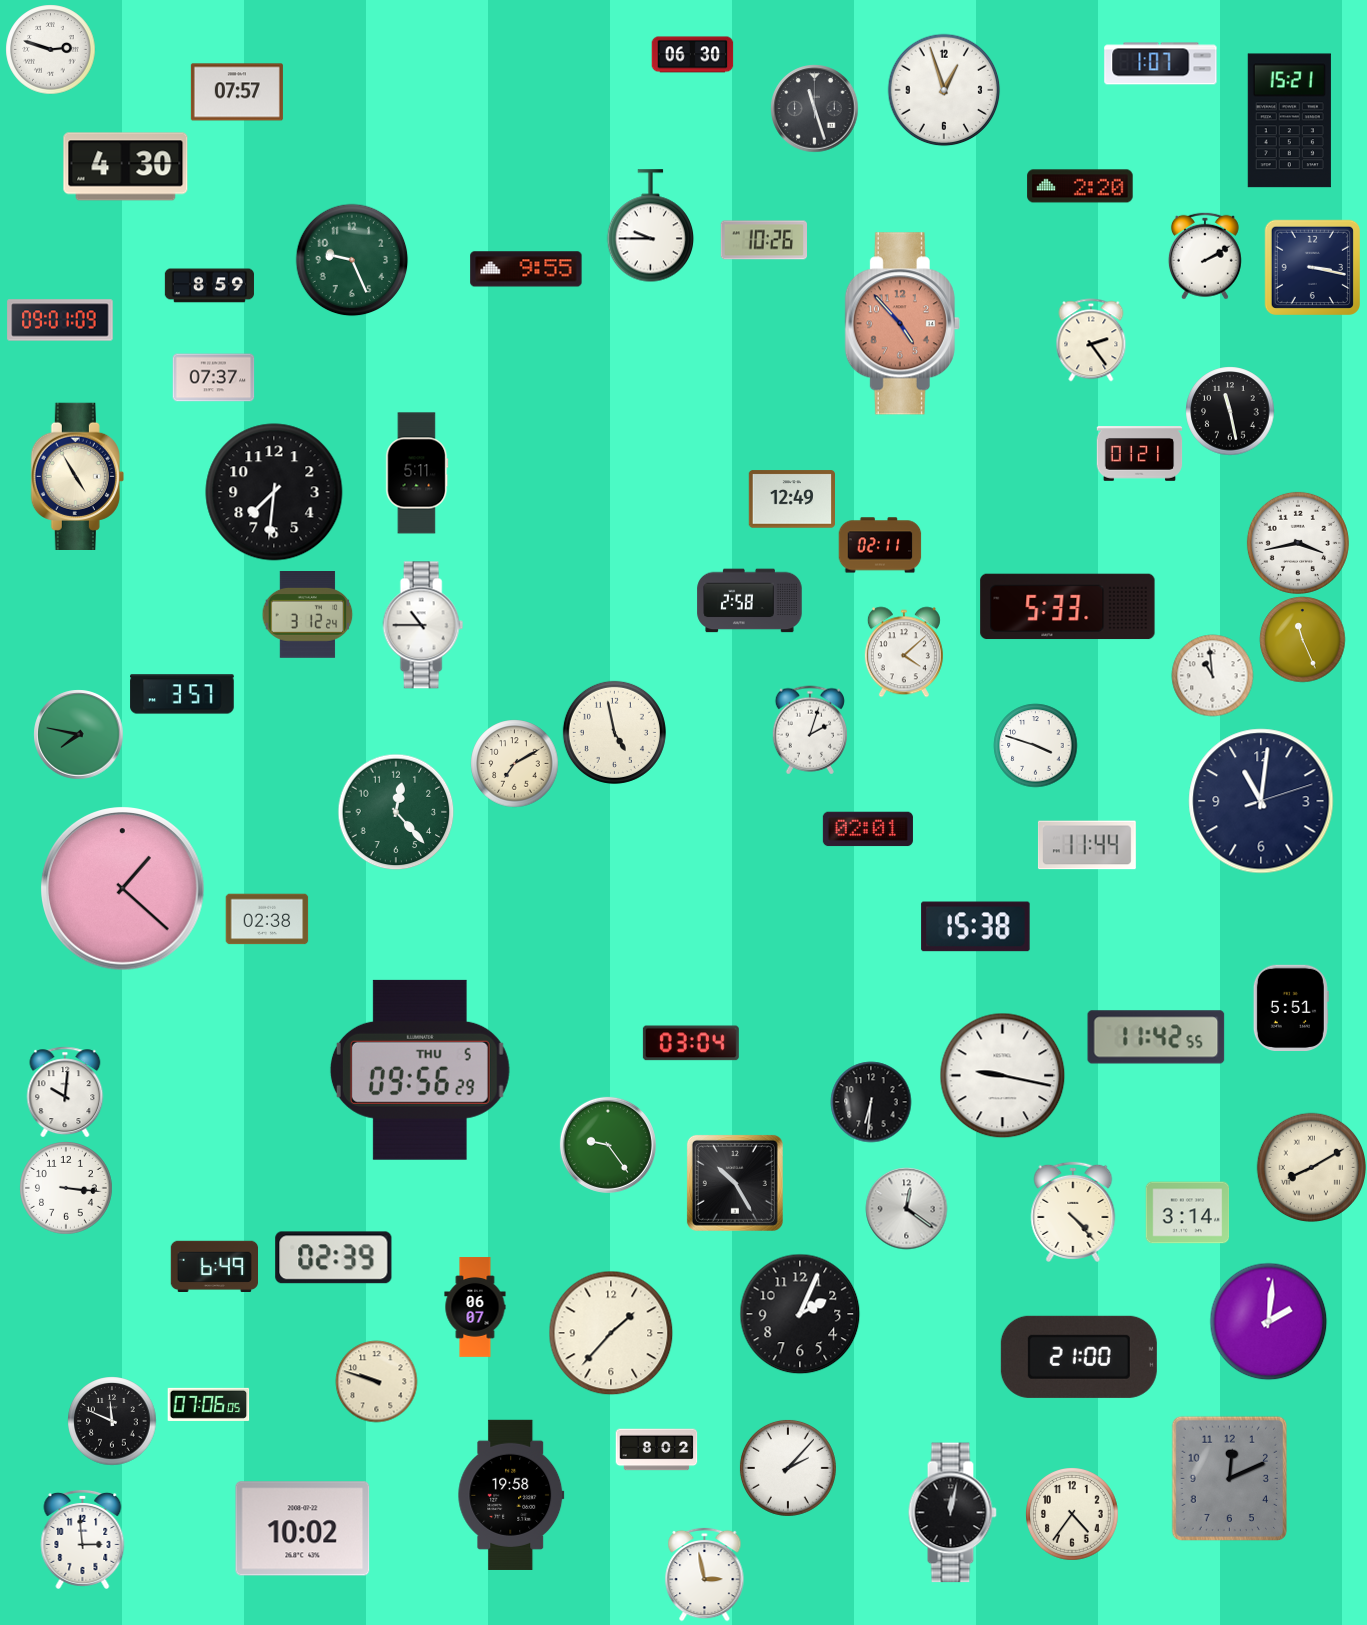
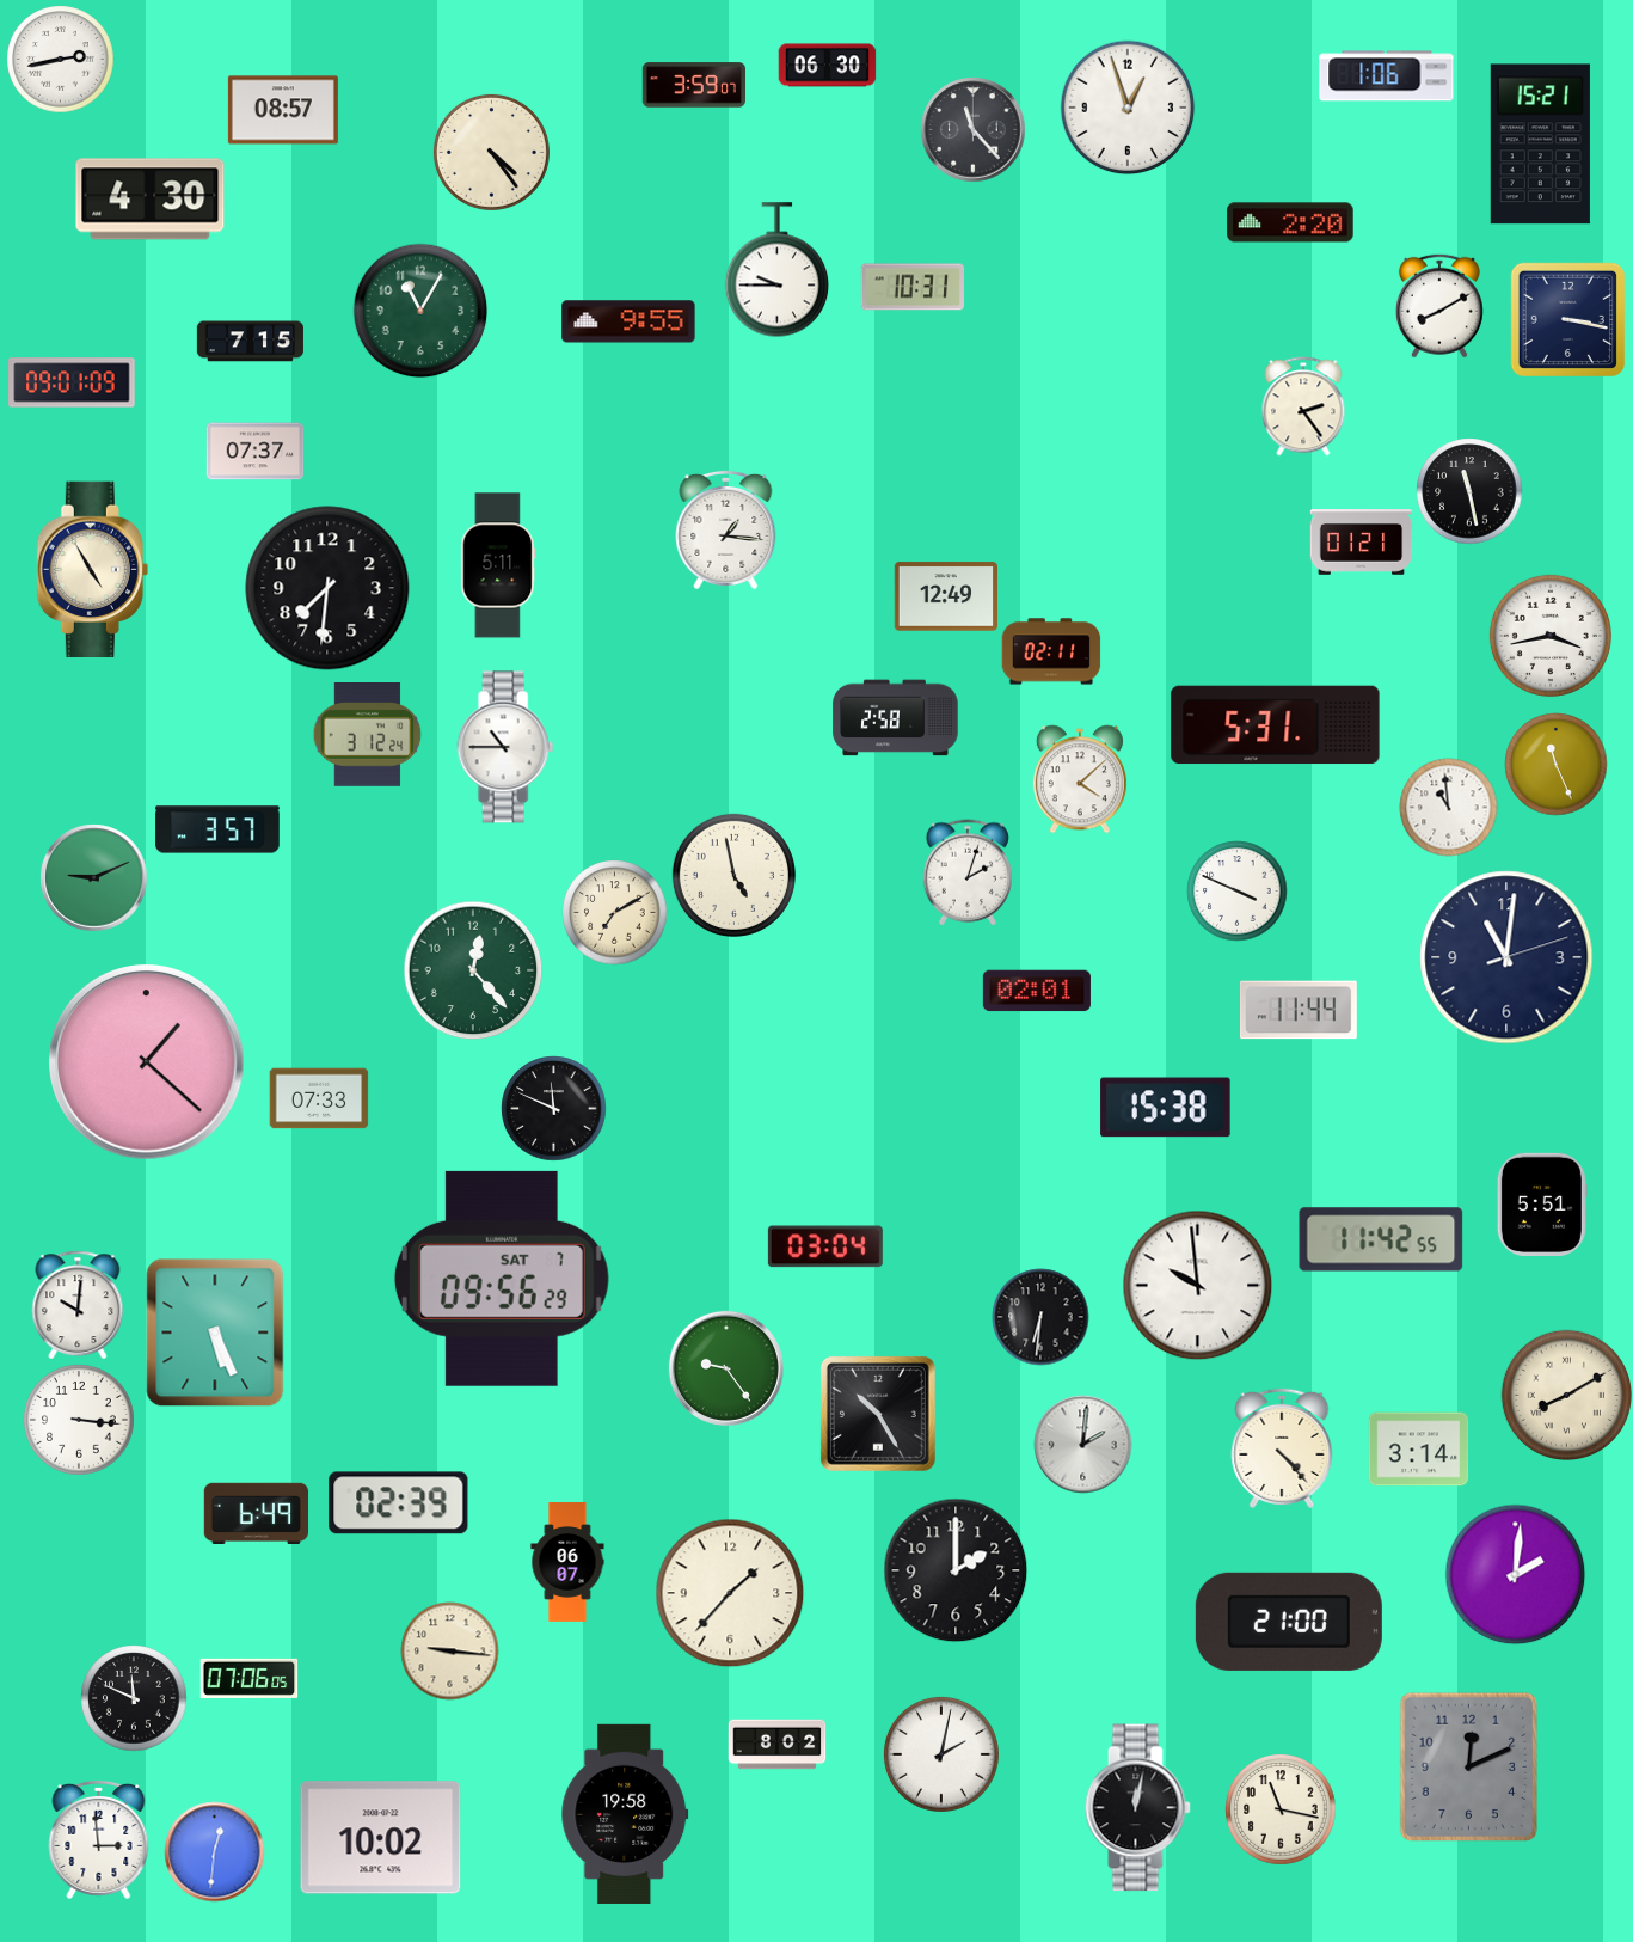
clock at (50, 49): 2:48 -> 2:43
clock at (1161, 64): 1:07 -> 1:06
clock at (693, 85): none -> 3:59
clock at (237, 92): 07:57 -> 08:57
clock at (814, 108): 11:27 -> 11:23
clock at (491, 152): none -> 4:24
clock at (763, 240): 10:26 -> 10:31
clock at (1205, 256): 2:10 -> 8:10
clock at (352, 260): 9:26 -> 11:05
clock at (209, 286): 8:59 -> 7:15
clock at (902, 324): 4:53 -> none
clock at (726, 529): none -> 1:16
clock at (1298, 543) position: (1298, 543) -> (1551, 636)
clock at (1068, 607): 5:33 -> 5:31
clock at (78, 734): 7:47 -> 9:11
clock at (1035, 745): 3:48 -> 3:49
clock at (267, 919): 02:38 -> 07:33
clock at (553, 1108): none -> 11:49
clock at (420, 1070) date: THU 5 -> SAT 7
clock at (1002, 1075): 9:17 -> 9:59
clock at (215, 1333): none -> 5:26
clock at (906, 1208): 12:21 -> 2:01
clock at (800, 1314): 2:04 -> 2:00
clock at (1268, 1321) position: (1268, 1321) -> (1515, 1574)
clock at (376, 1381): 9:48 -> 9:16
clock at (656, 1450) position: (656, 1450) -> (776, 1745)
clock at (788, 1468): 2:07 -> 2:02
clock at (511, 1495) position: (511, 1495) -> (625, 1814)
clock at (1072, 1514): 4:36 -> 11:17
clock at (303, 1529) position: (303, 1529) -> (381, 1838)
clock at (214, 1851): none -> 12:31
clock at (705, 1574): 2:58 -> none
